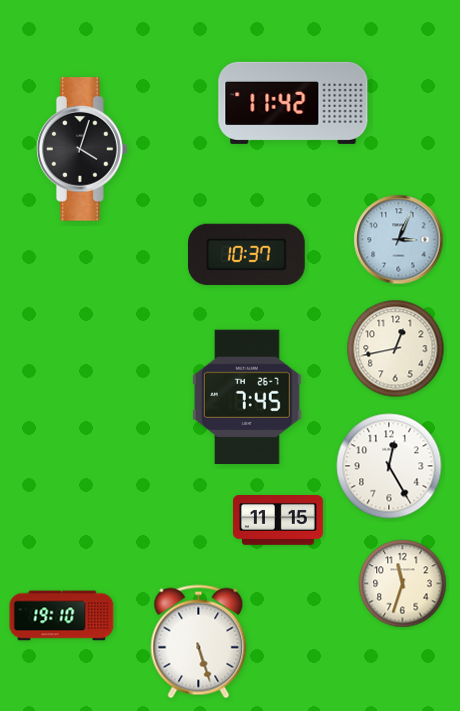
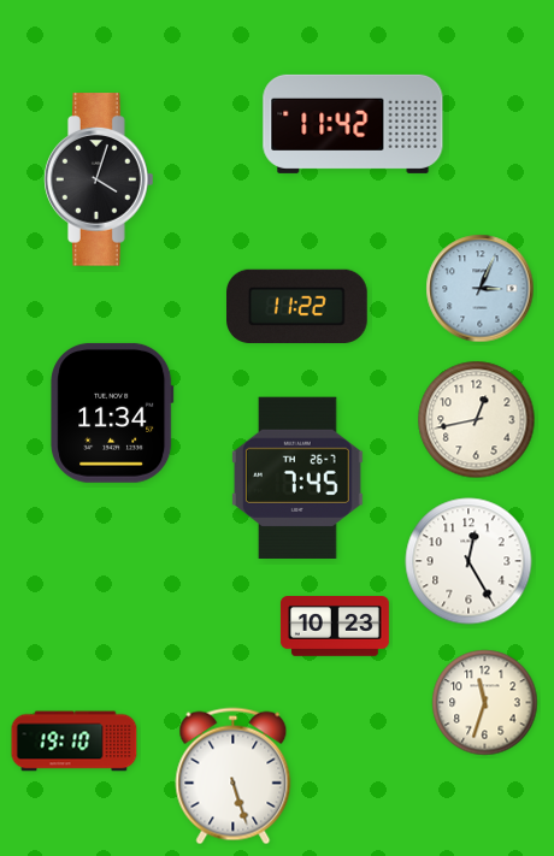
clock at (247, 254): 10:37 -> 11:22
clock at (112, 413): none -> 11:34
clock at (278, 521): 11:15 -> 10:23
clock at (199, 642) position: (199, 642) -> (234, 777)
